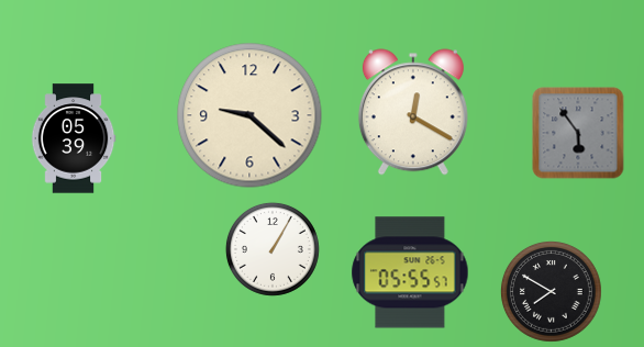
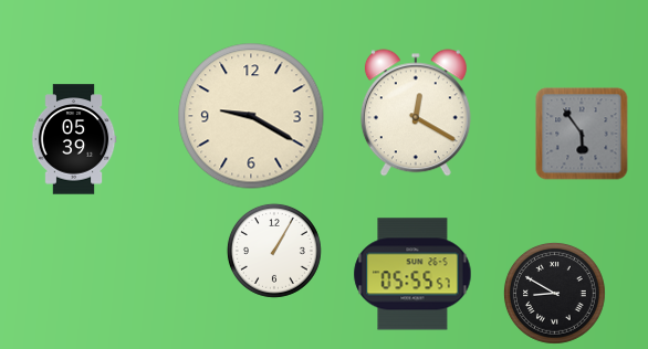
clock at (249, 115): 9:22 -> 9:20
clock at (552, 292): 7:50 -> 8:50
